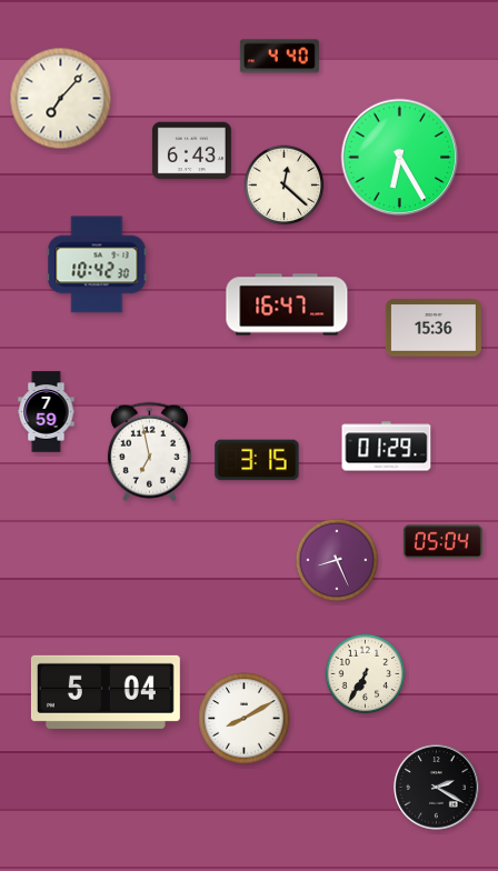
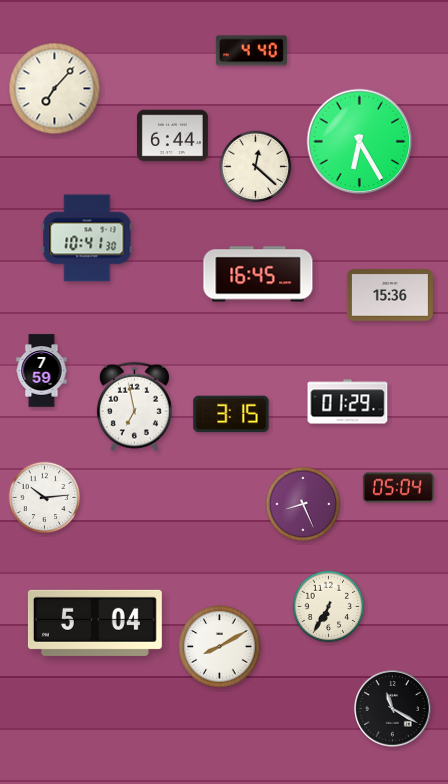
clock at (191, 151): 6:43 -> 6:44
clock at (97, 264): 10:42 -> 10:41
clock at (287, 304): 16:47 -> 16:45
clock at (45, 498): none -> 10:14
clock at (437, 788): 2:20 -> 11:20
